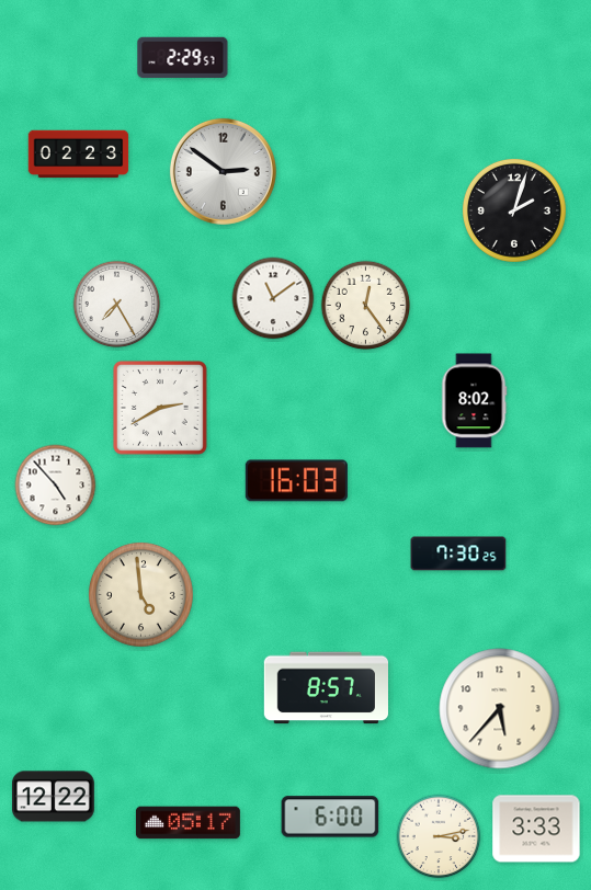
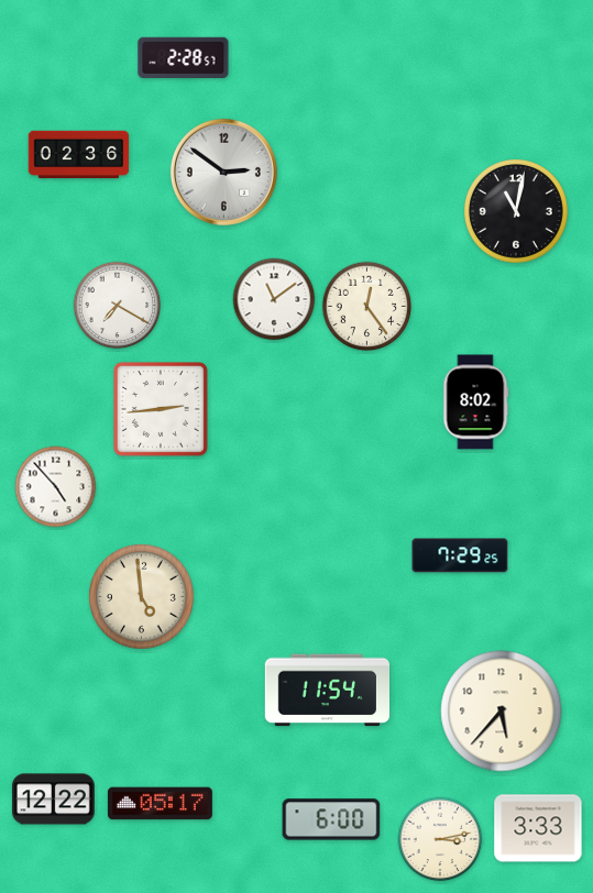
clock at (183, 57): 2:29 -> 2:28
clock at (79, 155): 02:23 -> 02:36
clock at (514, 210): 2:03 -> 11:02
clock at (117, 305): 7:25 -> 7:20
clock at (160, 408): 2:40 -> 2:44
clock at (296, 481): 16:03 -> none
clock at (458, 554): 7:30 -> 7:29
clock at (326, 688): 8:57 -> 11:54
clock at (187, 823) position: (187, 823) -> (160, 804)
clock at (536, 829) position: (536, 829) -> (538, 828)
